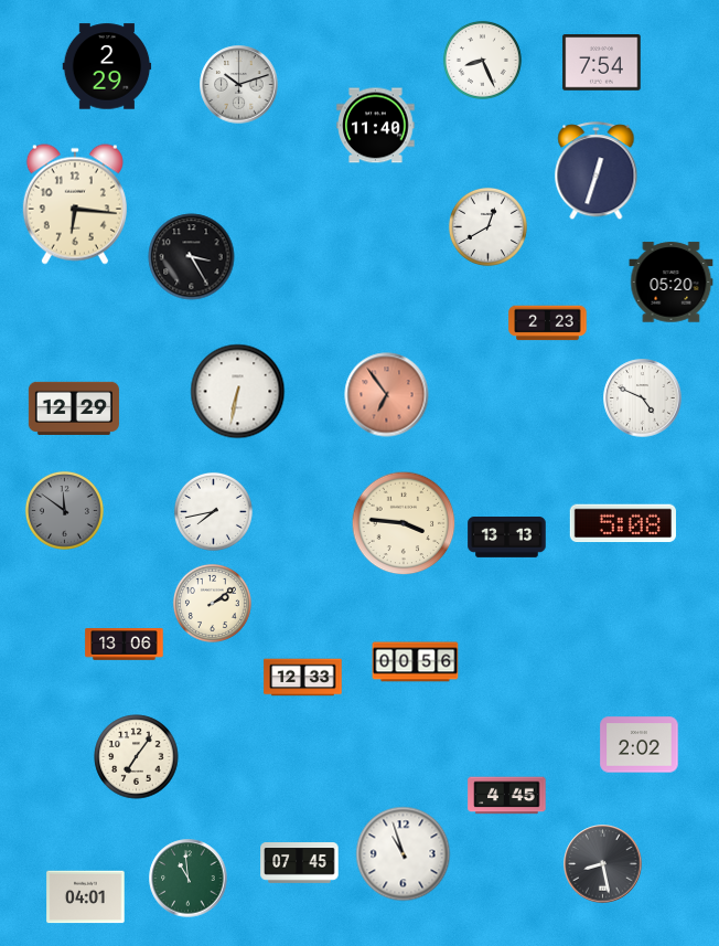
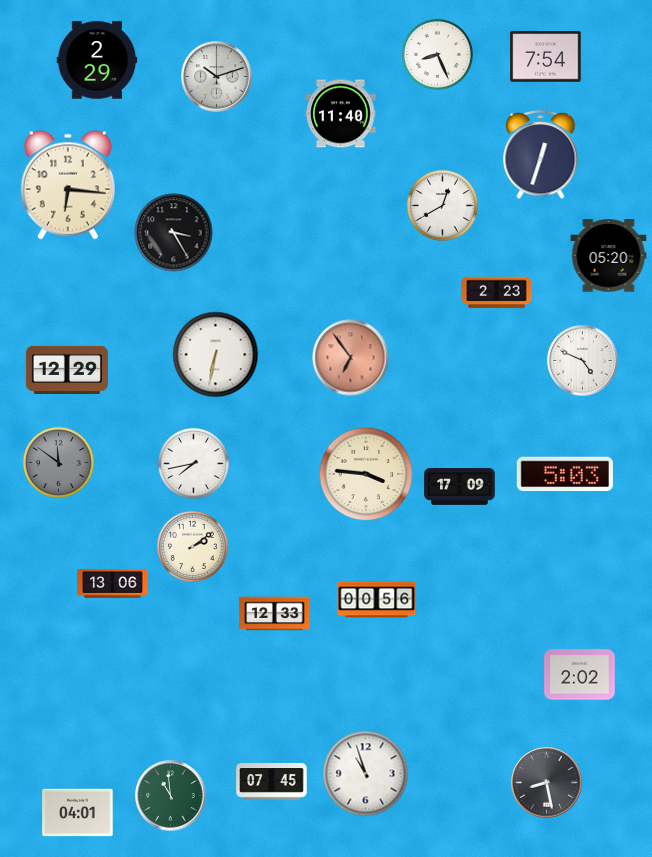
clock at (623, 523): 5:08 -> 5:03
clock at (507, 538): 13:13 -> 17:09
clock at (137, 757): 7:06 -> none
clock at (507, 796): 4:45 -> none
